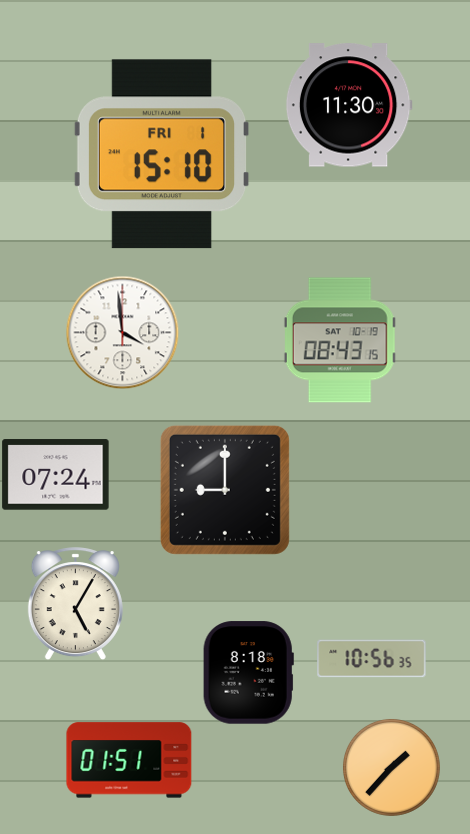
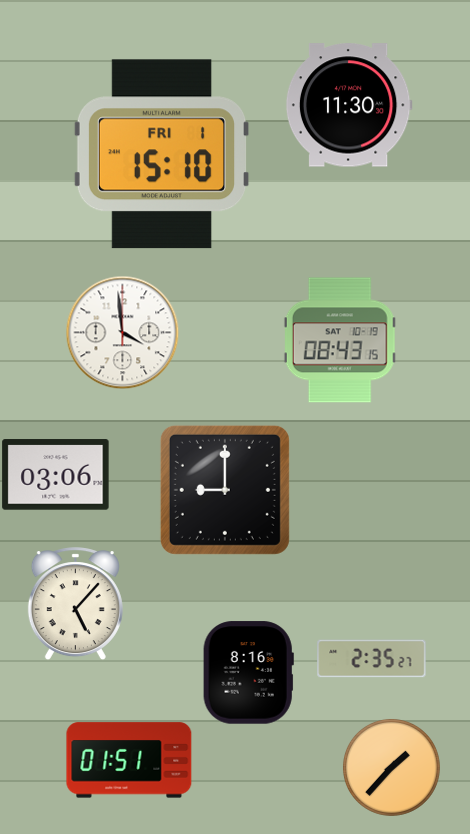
clock at (56, 475): 07:24 -> 03:06
clock at (75, 604): 5:05 -> 5:07
clock at (372, 659): 10:56 -> 2:35
clock at (248, 673): 8:18 -> 8:16
